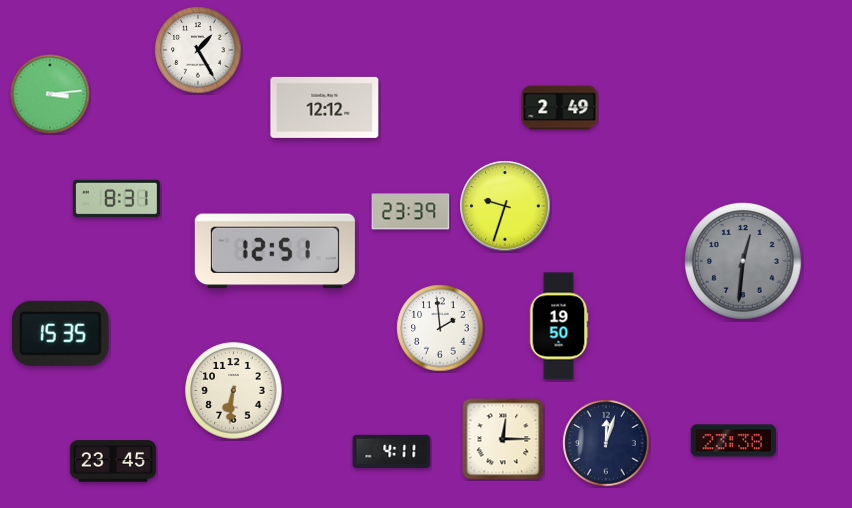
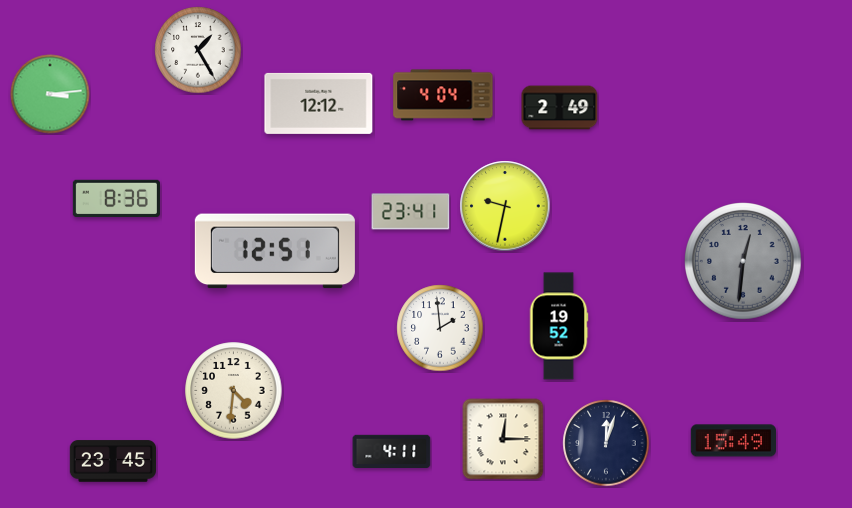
clock at (443, 95): none -> 4:04
clock at (325, 107) position: (325, 107) -> (319, 103)
clock at (116, 199): 8:31 -> 8:36
clock at (505, 206): 9:33 -> 9:32
clock at (411, 212): 23:39 -> 23:41
clock at (559, 326): 19:50 -> 19:52
clock at (61, 333): 15:35 -> none
clock at (234, 391): 6:31 -> 4:31
clock at (733, 441): 23:38 -> 15:49
